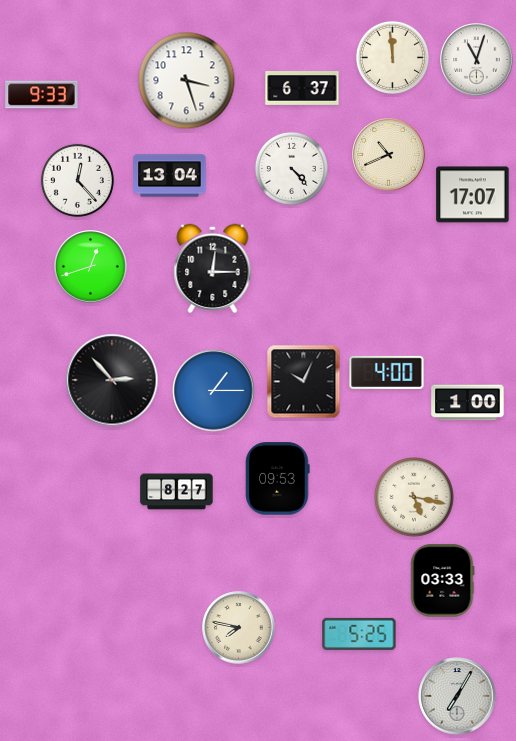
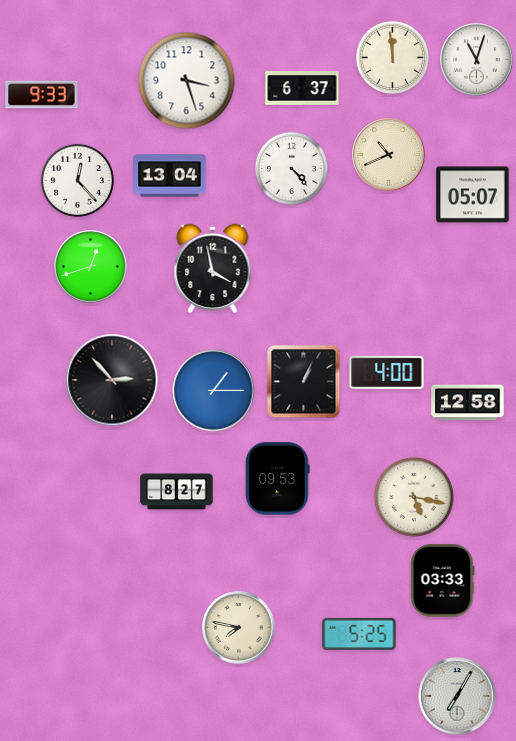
clock at (473, 195): 17:07 -> 05:07
clock at (213, 268): 12:15 -> 3:58
clock at (304, 382): 10:04 -> 1:04
clock at (468, 403): 1:00 -> 12:58
